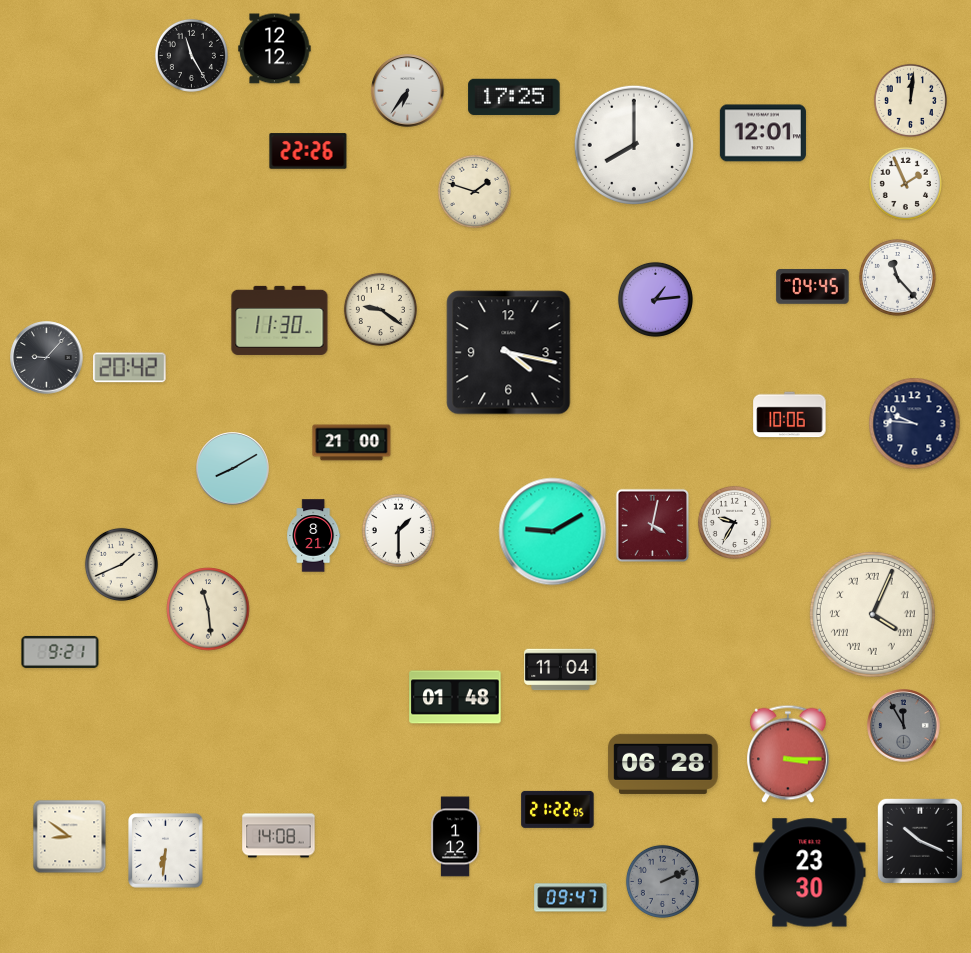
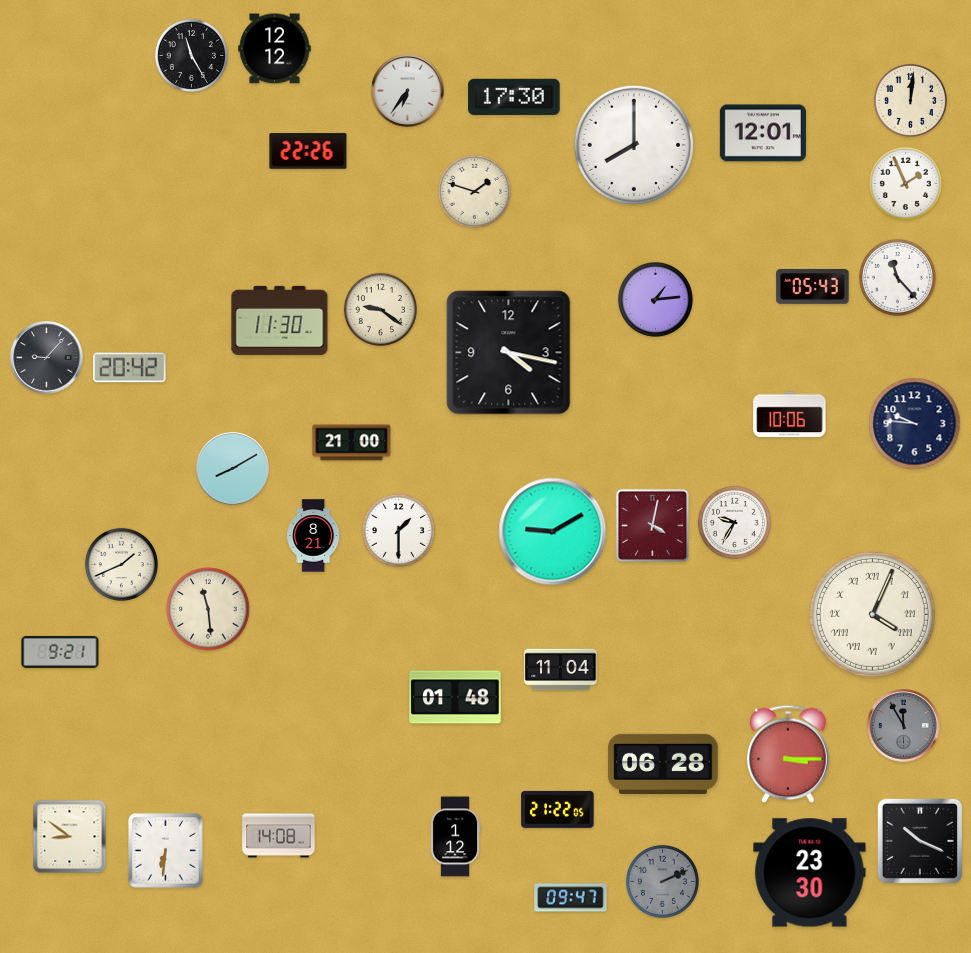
clock at (514, 97): 17:25 -> 17:30
clock at (813, 287): 04:45 -> 05:43
